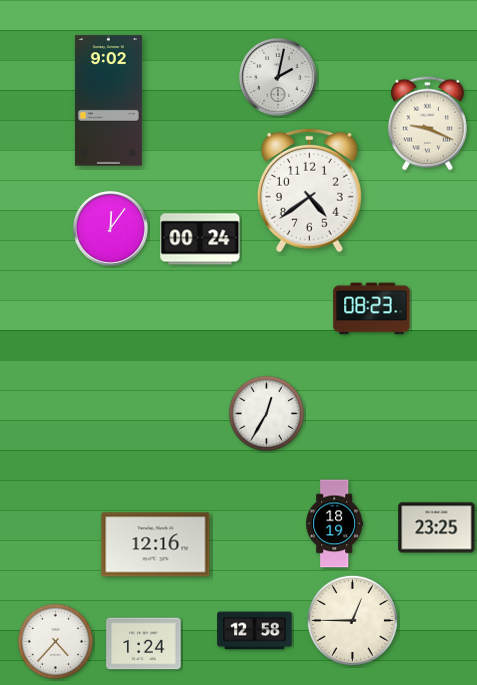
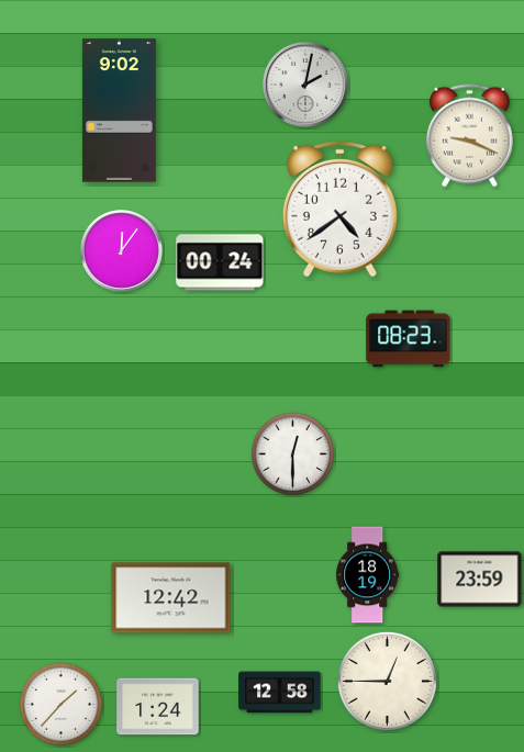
clock at (267, 414): 12:35 -> 12:30
clock at (437, 528): 23:25 -> 23:59
clock at (156, 545): 12:16 -> 12:42
clock at (56, 642): 4:37 -> 1:37
